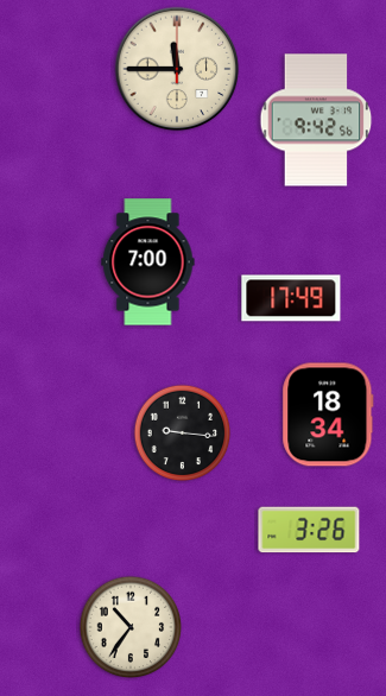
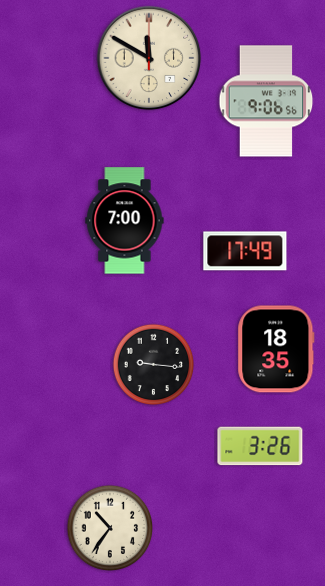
clock at (177, 69): 11:45 -> 11:50
clock at (316, 120): 9:42 -> 9:06
clock at (328, 415): 18:34 -> 18:35
